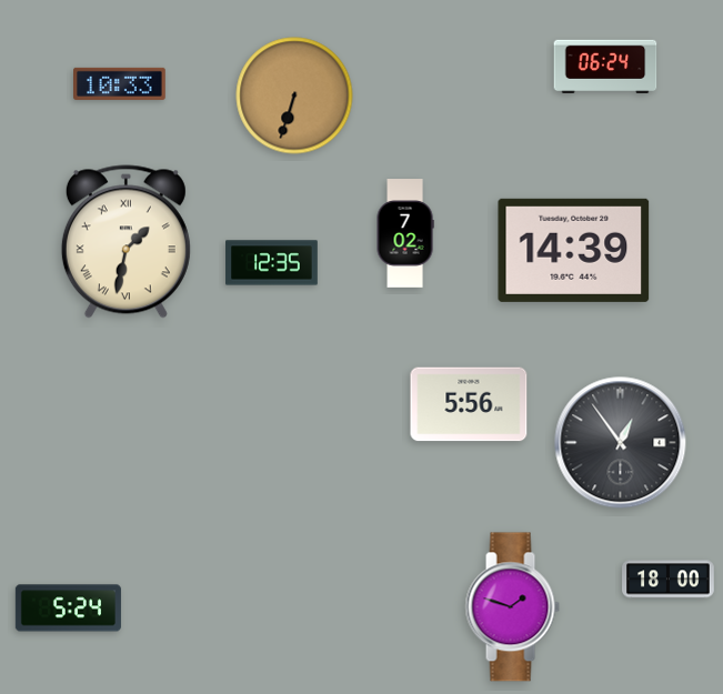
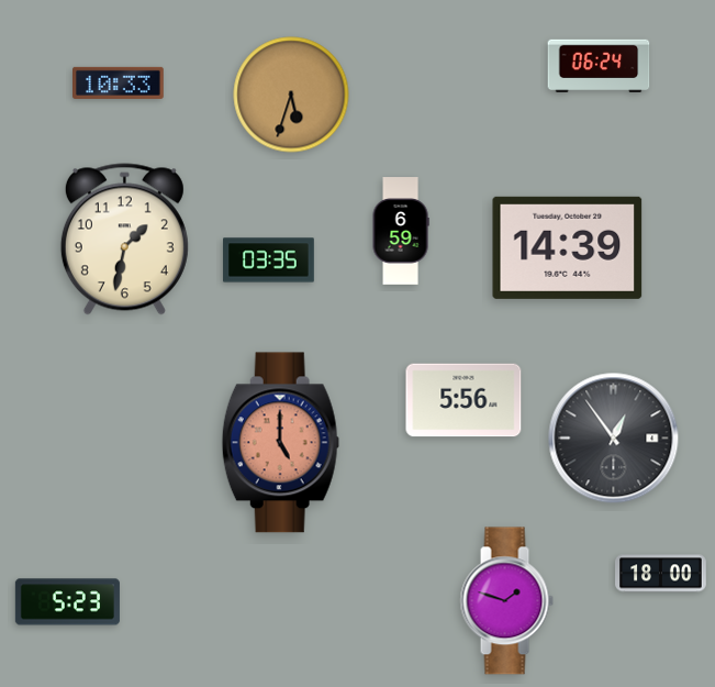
clock at (294, 95): 6:33 -> 5:33
clock at (405, 233): 7:02 -> 6:59
clock at (125, 242) numerals: Roman -> Arabic
clock at (272, 263): 12:35 -> 03:35
clock at (280, 443): none -> 5:00
clock at (68, 608): 5:24 -> 5:23
